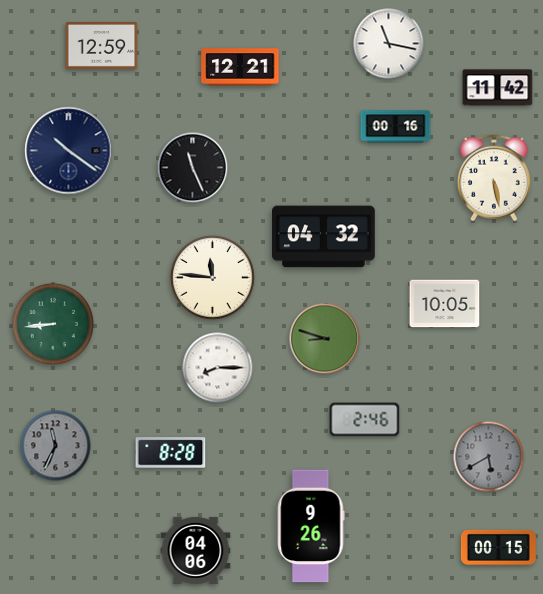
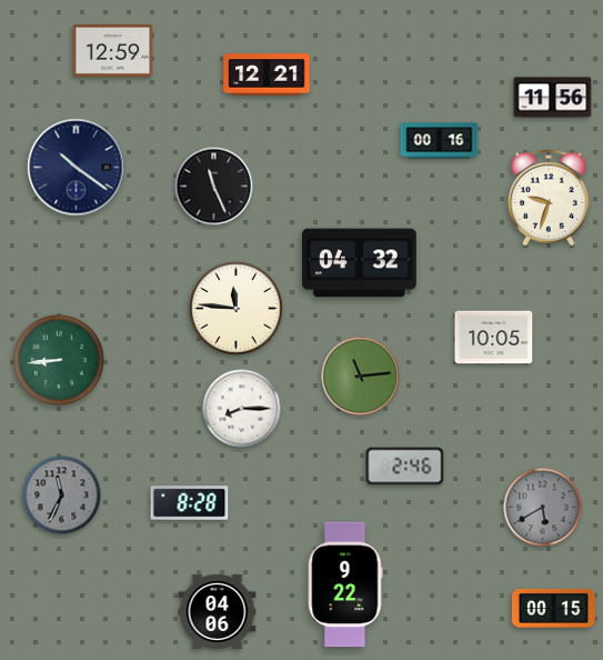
clock at (389, 44): 11:17 -> none
clock at (498, 88): 11:42 -> 11:56
clock at (494, 178): 5:28 -> 9:33
clock at (325, 339): 8:48 -> 11:14
clock at (311, 526): 9:26 -> 9:22
